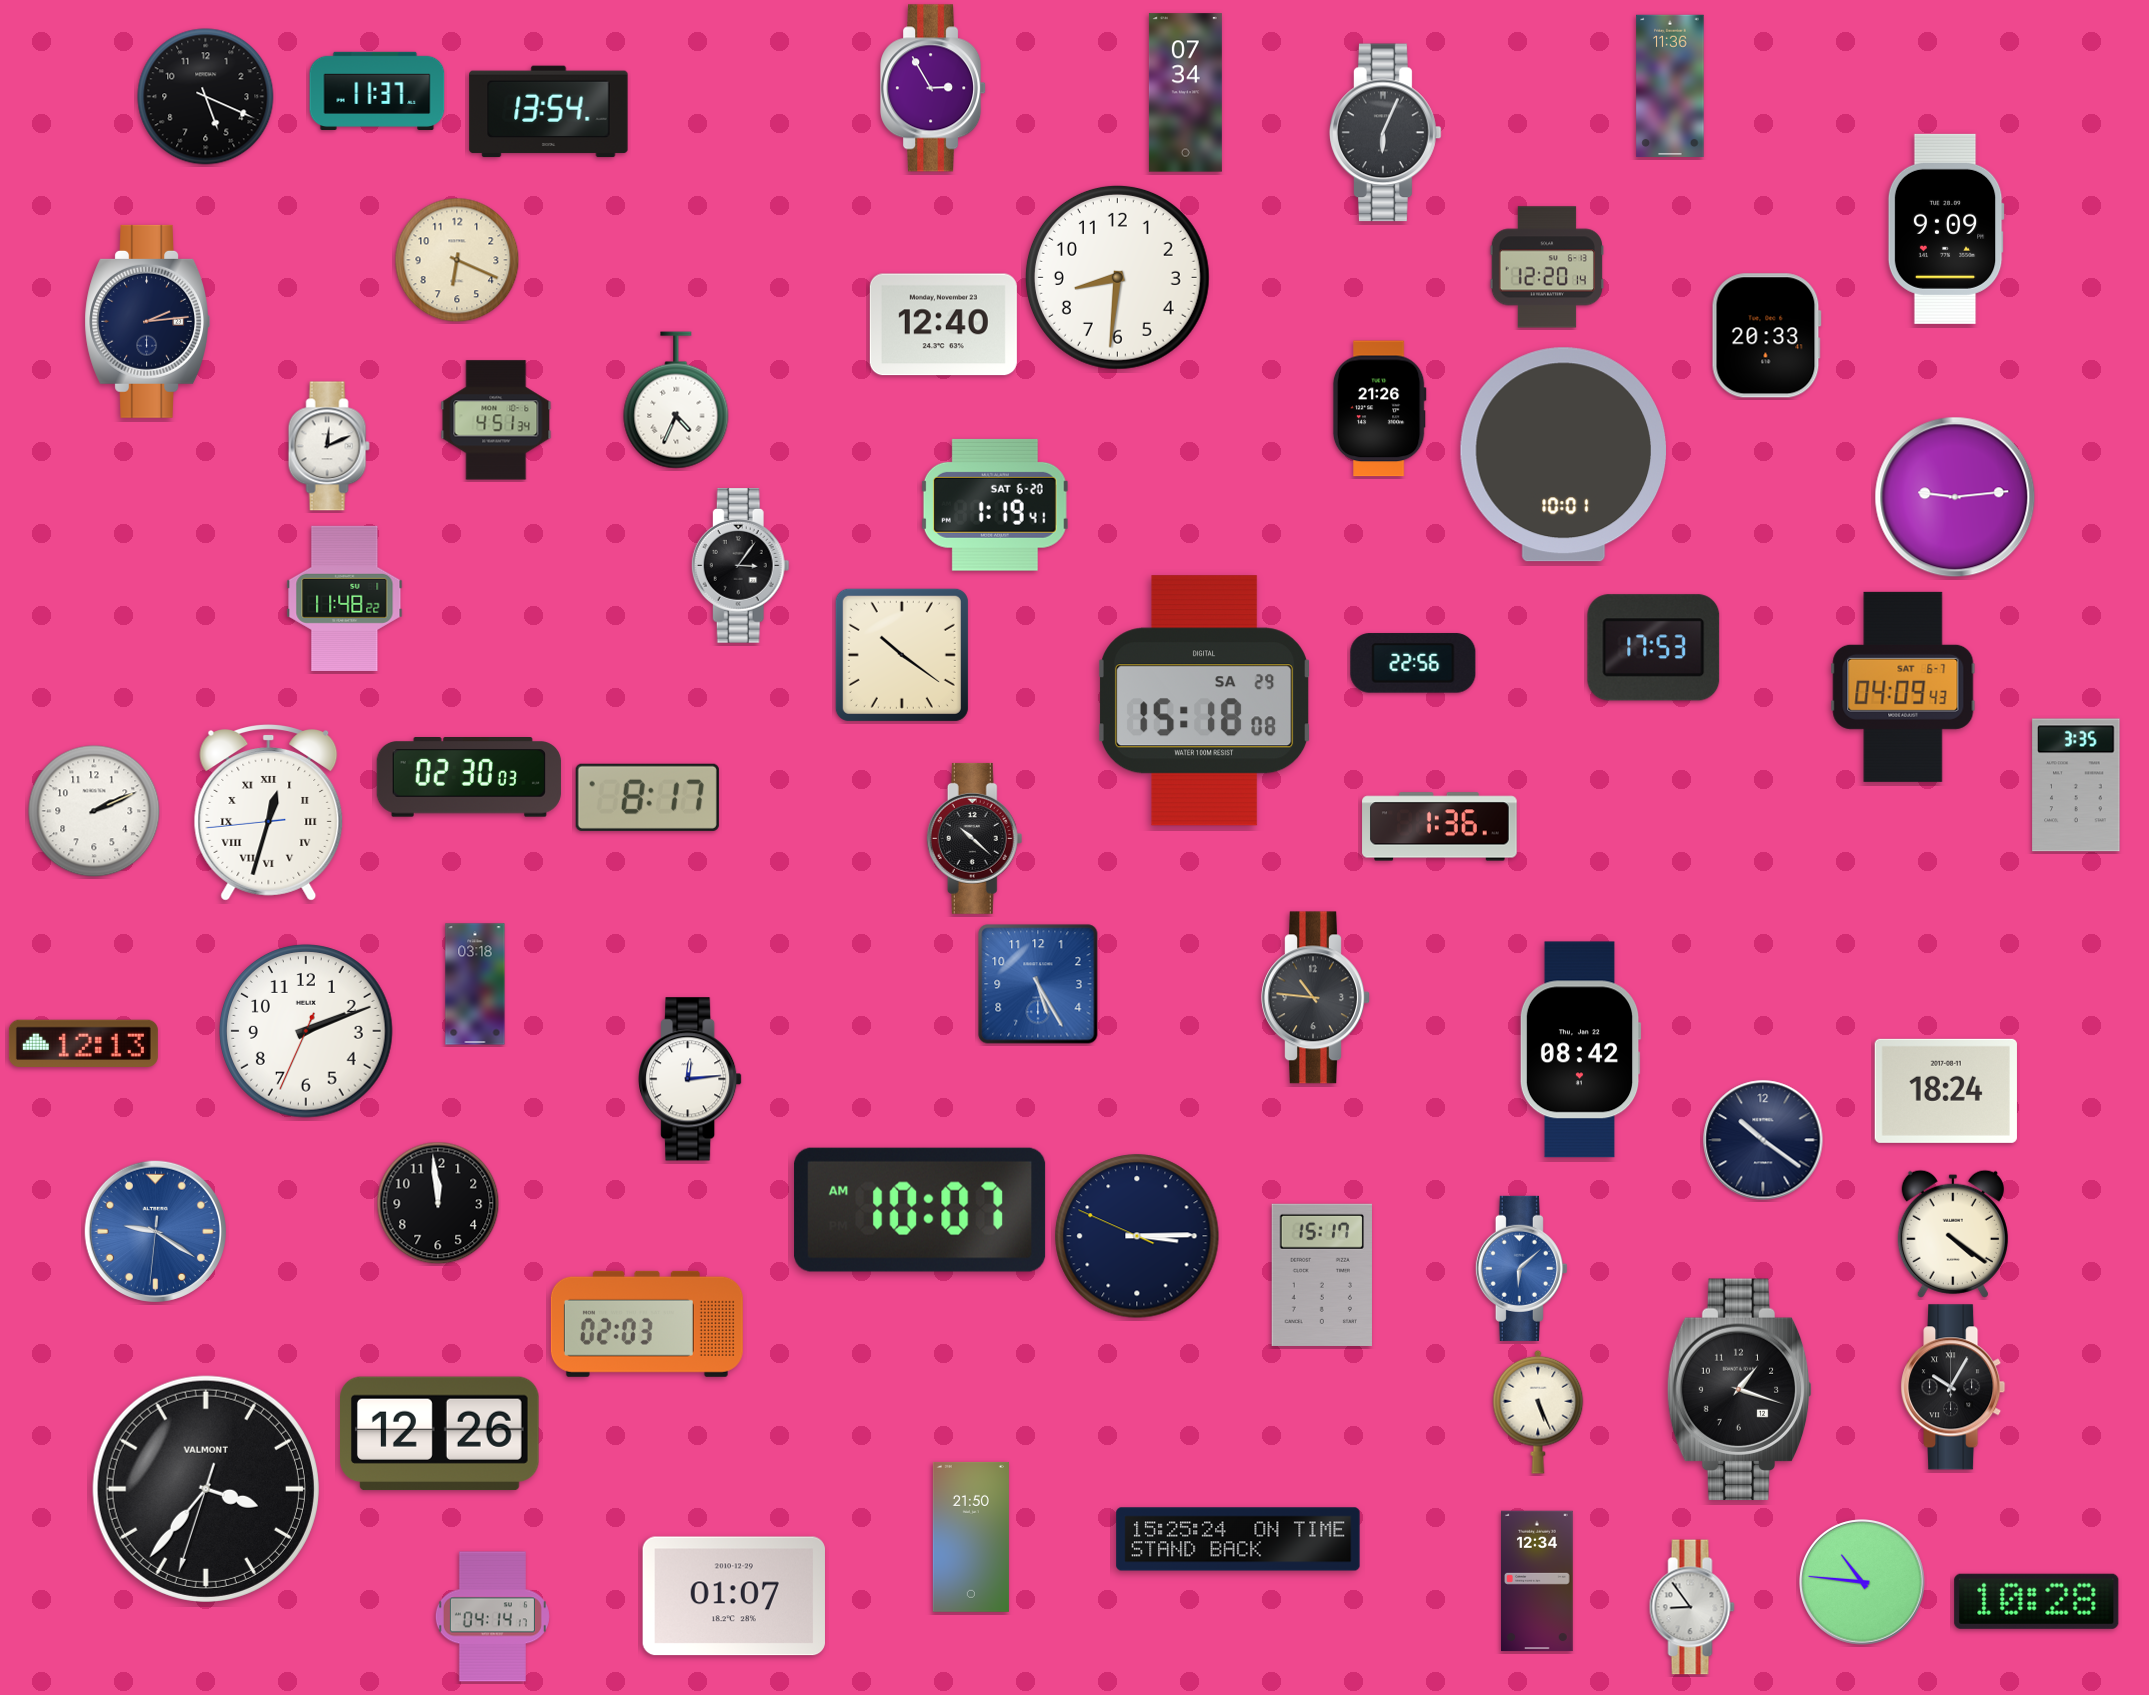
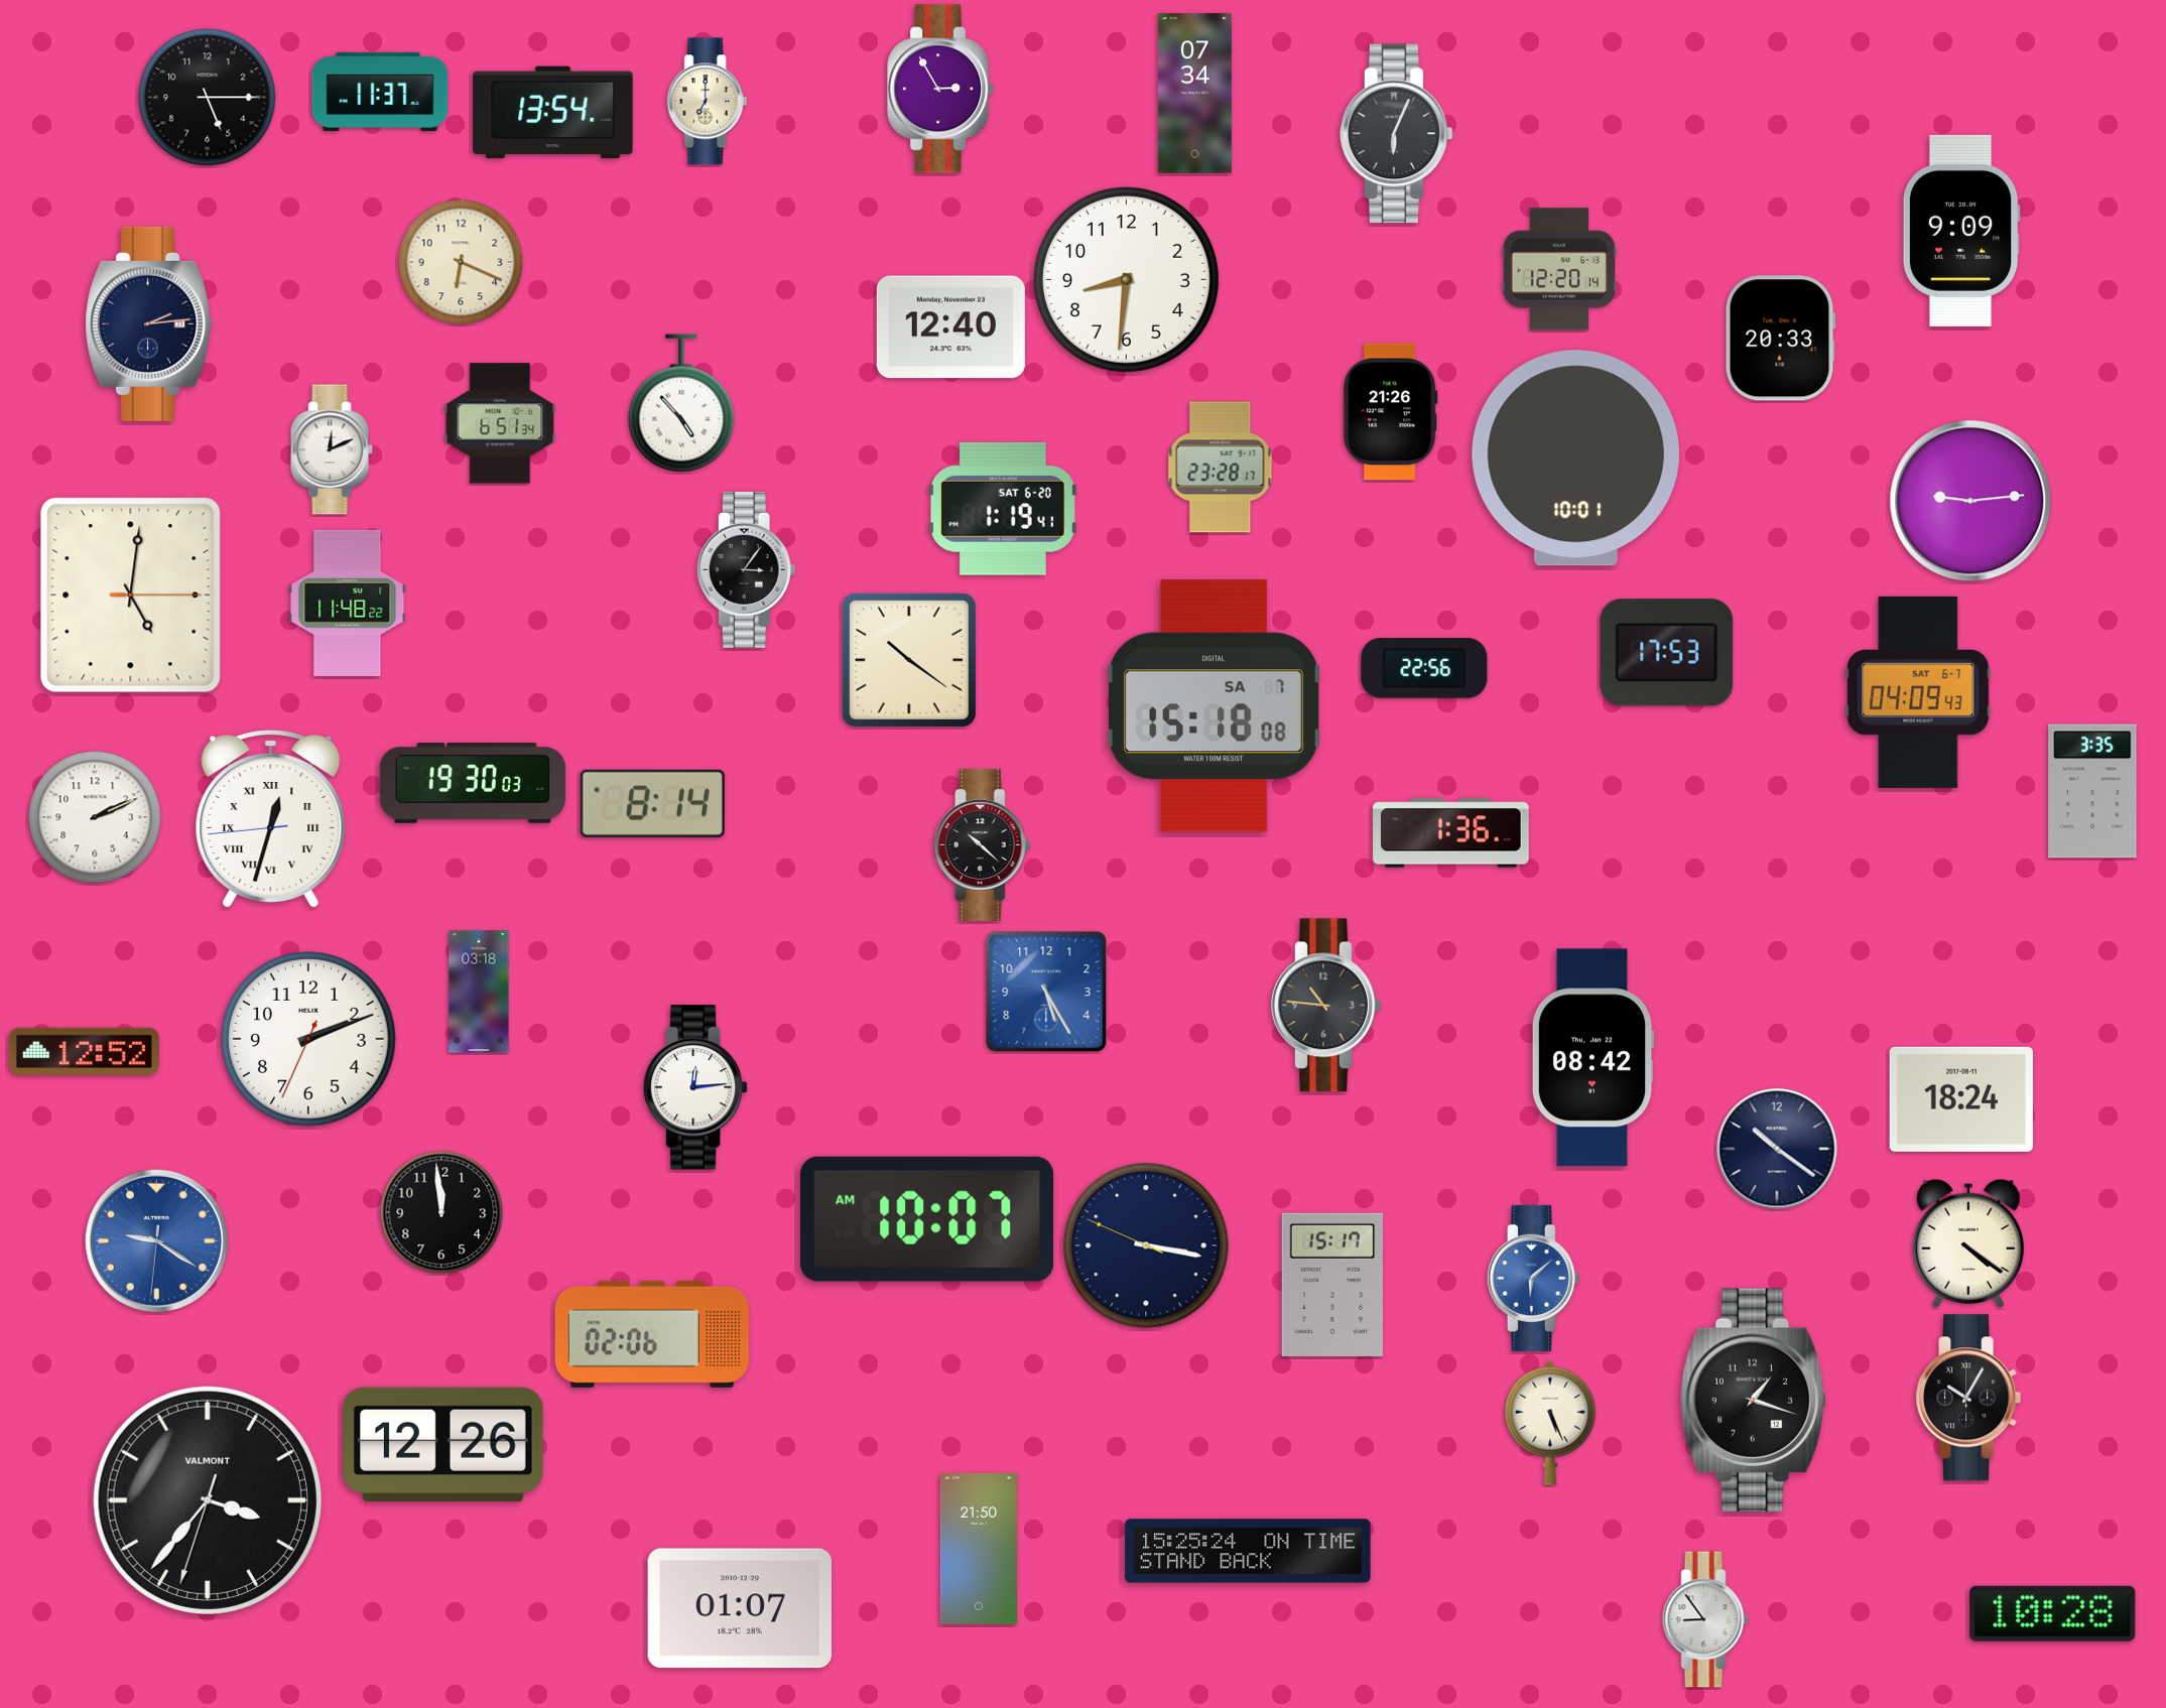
clock at (1670, 85): 11:36 -> none
clock at (206, 97): 5:19 -> 5:15
clock at (708, 102): none -> 7:00
clock at (676, 400): 4:34 -> 4:53
clock at (496, 420): 4:51 -> 6:51
clock at (1221, 468): none -> 23:28
clock at (131, 596): none -> 5:01
clock at (1205, 701) date: SA 29 -> SA 7
clock at (469, 777): 02:30 -> 19:30
clock at (647, 797): 8:17 -> 8:14
clock at (83, 1043): 12:13 -> 12:52
clock at (1137, 1236): 3:14 -> 3:16
clock at (647, 1324): 02:03 -> 02:06
clock at (1537, 1581): 12:34 -> none
clock at (1862, 1582): 10:46 -> none
clock at (492, 1617): 04:14 -> none
